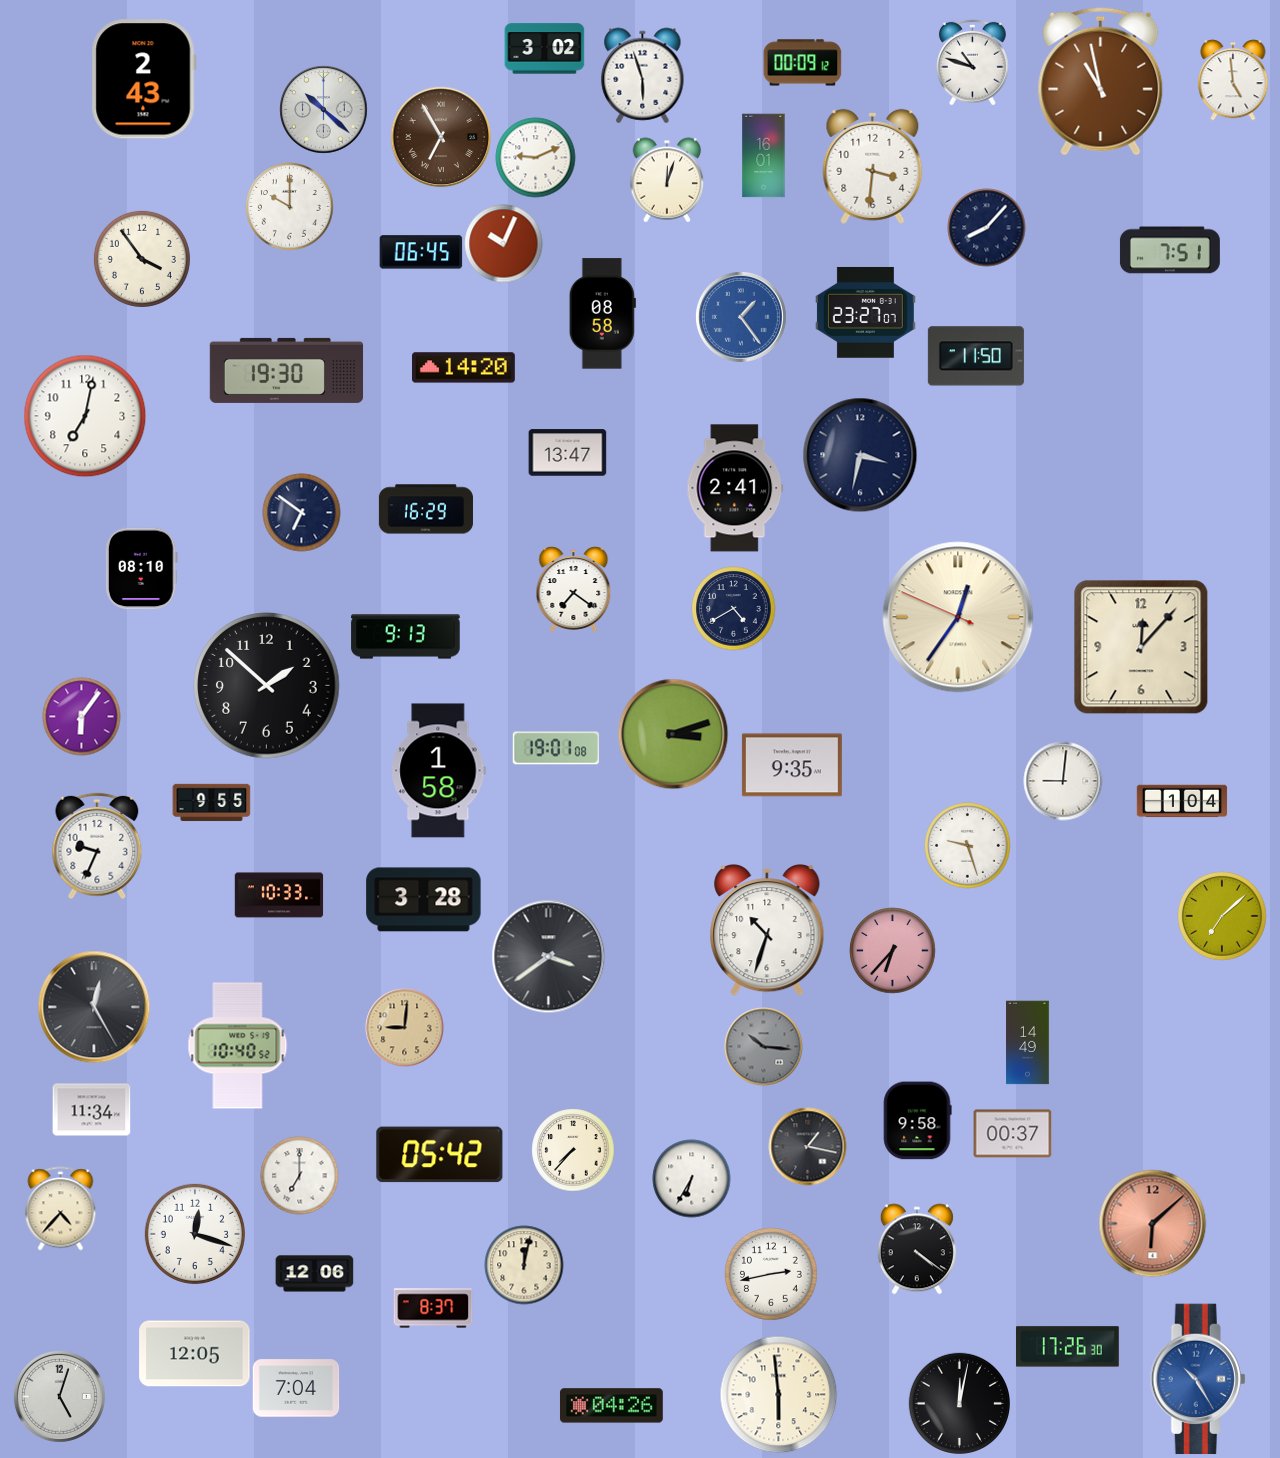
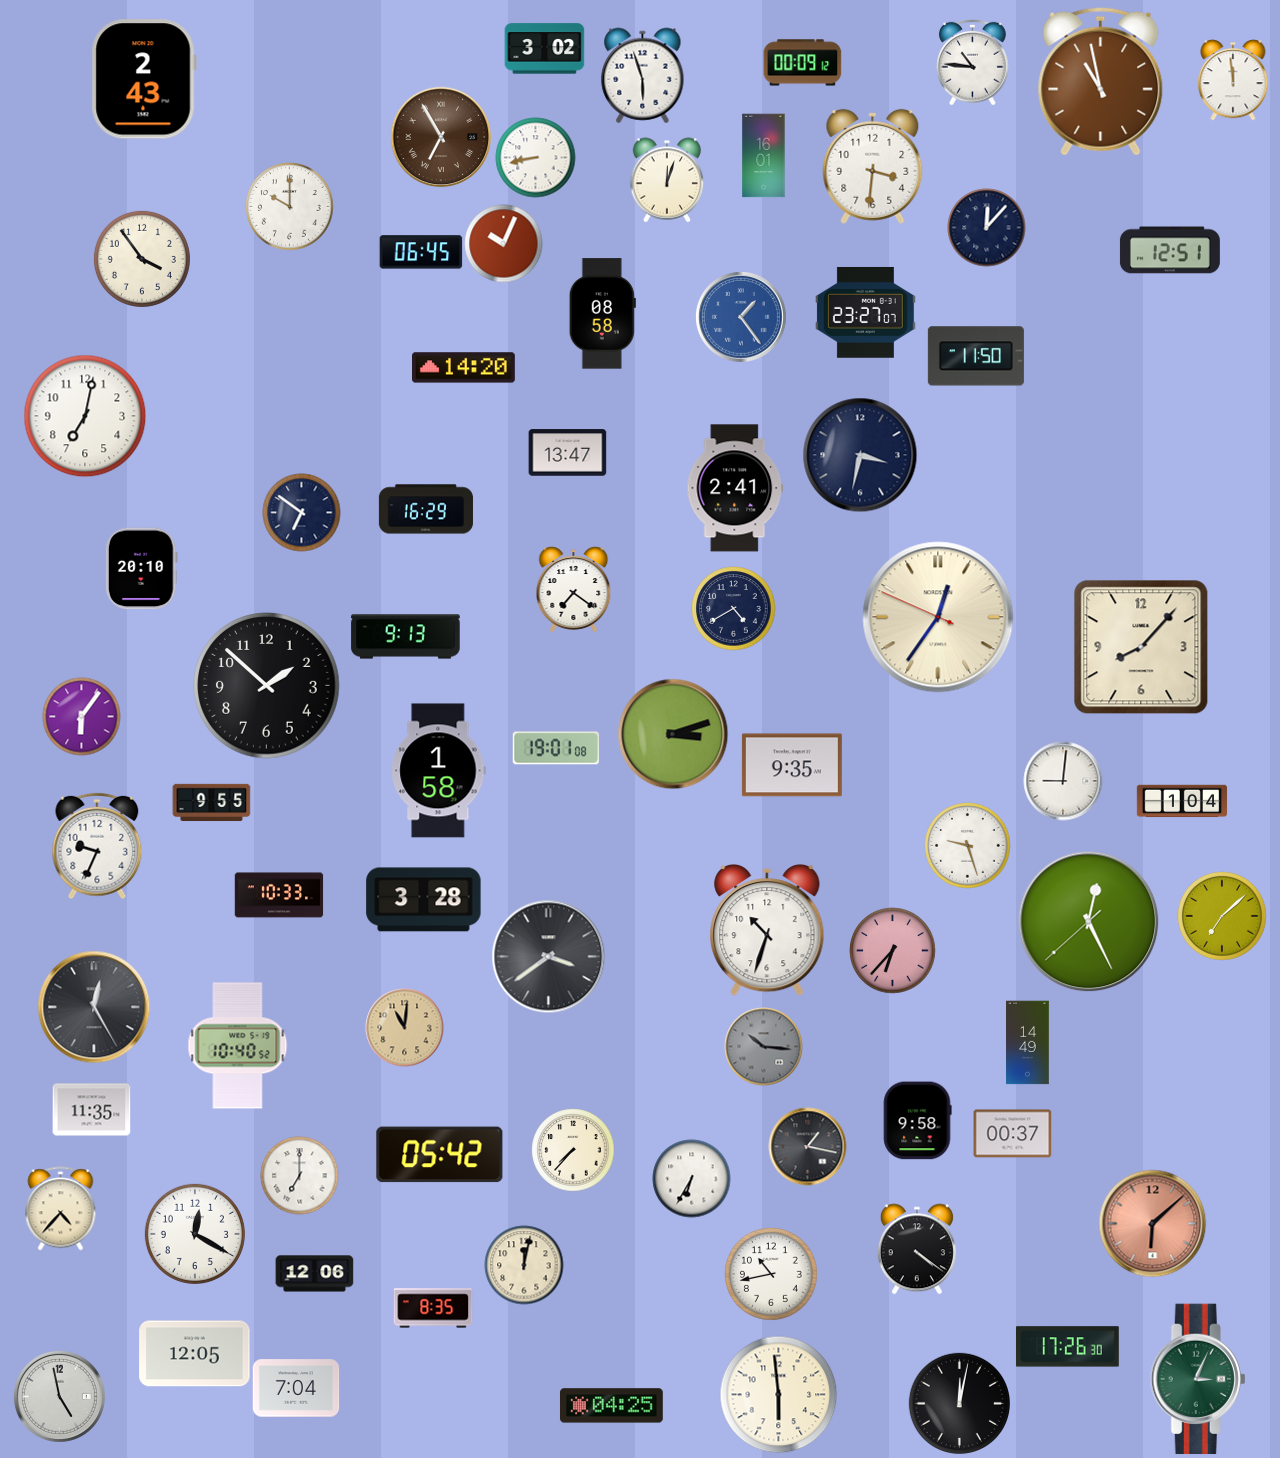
clock at (973, 62): 10:48 -> 10:46
clock at (1233, 80): 4:59 -> 11:59
clock at (323, 109): 10:22 -> none
clock at (535, 157): 9:11 -> 8:43
clock at (986, 227): 8:07 -> 12:07
clock at (1170, 250): 7:51 -> 12:51
clock at (287, 370): 19:30 -> none
clock at (141, 568): 08:10 -> 20:10
clock at (958, 617) position: (958, 617) -> (938, 617)
clock at (1141, 647): 12:07 -> 8:07
clock at (1088, 921): none -> 12:25
clock at (404, 1027): 9:01 -> 11:01
clock at (91, 1110): 11:34 -> 11:35
clock at (195, 1234): 12:18 -> 12:20
clock at (771, 1274): 2:43 -> 10:43
clock at (433, 1308): 8:37 -> 8:35
clock at (1198, 1379): 10:25 -> 3:04
clock at (1198, 1379) dial: blue -> green
clock at (59, 1396): 5:03 -> 4:58
clock at (612, 1406): 04:26 -> 04:25
